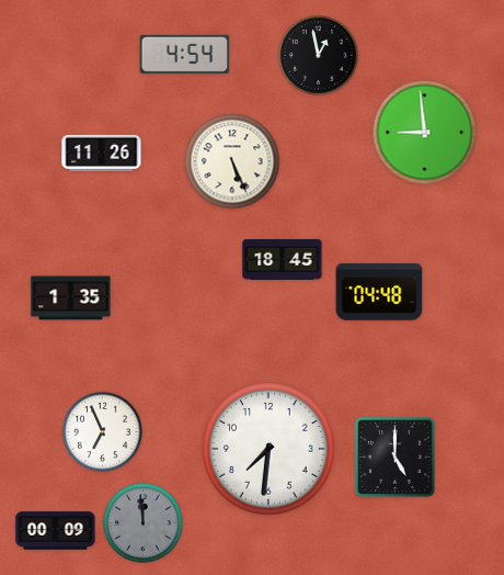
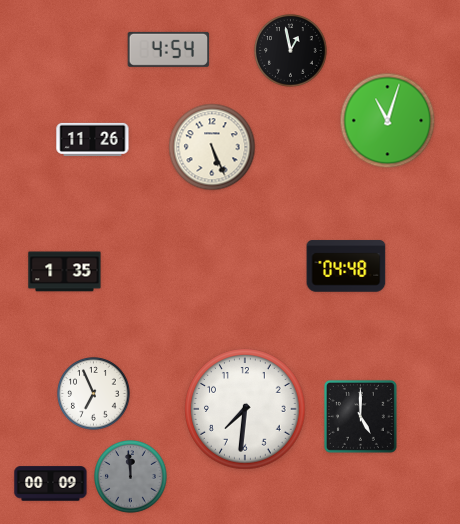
clock at (425, 133): 8:59 -> 11:03
clock at (283, 259): 18:45 -> none
